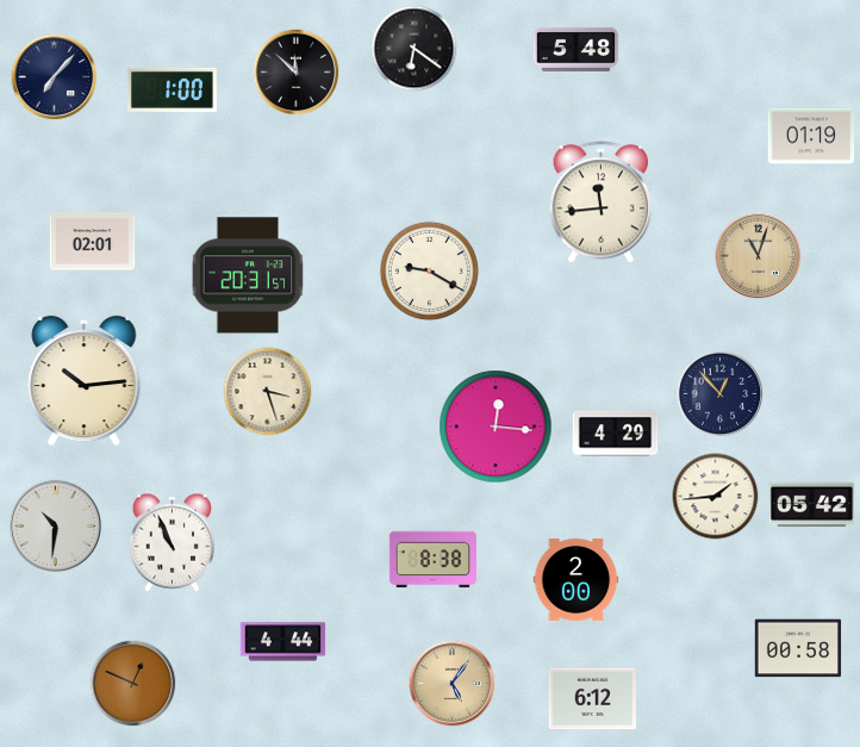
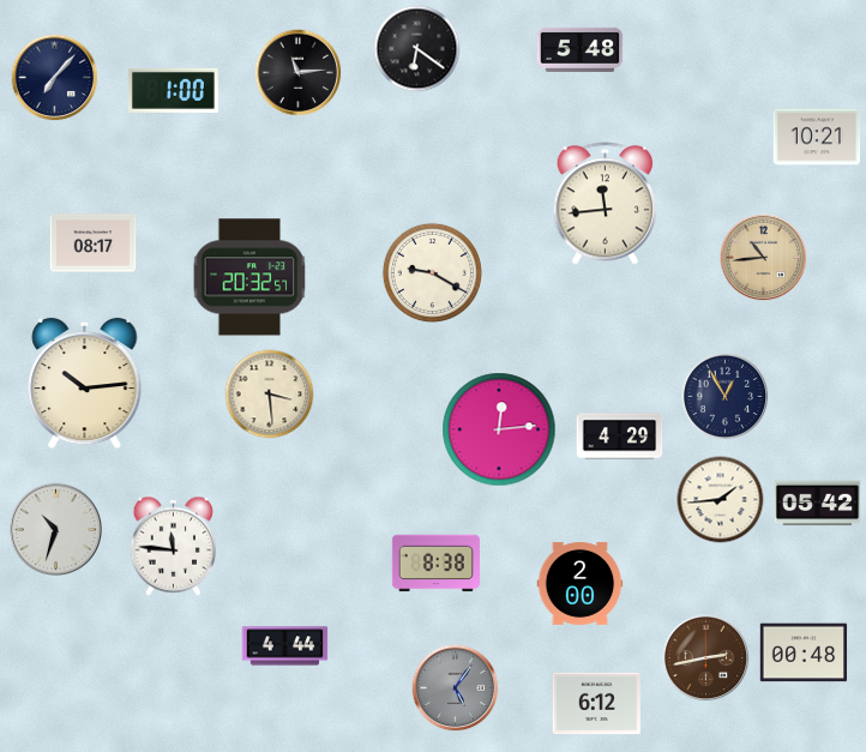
clock at (297, 73): 11:52 -> 11:14
clock at (811, 136): 01:19 -> 10:21
clock at (93, 242): 02:01 -> 08:17
clock at (759, 256): 11:03 -> 10:44
clock at (248, 275): 20:31 -> 20:32
clock at (268, 392): 3:27 -> 3:29
clock at (721, 394): 12:53 -> 12:55
clock at (496, 427): 12:16 -> 12:14
clock at (812, 505) position: (812, 505) -> (818, 504)
clock at (55, 525): 10:31 -> 10:33
clock at (173, 542): 10:56 -> 11:46
clock at (798, 648): 00:58 -> 00:48
clock at (706, 658): none -> 2:43
clock at (133, 684): 12:49 -> none
clock at (453, 684) dial: champagne -> grey
